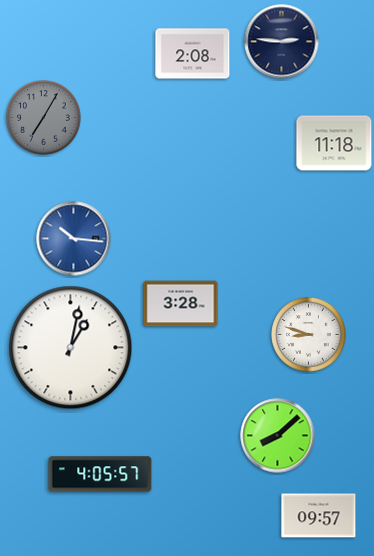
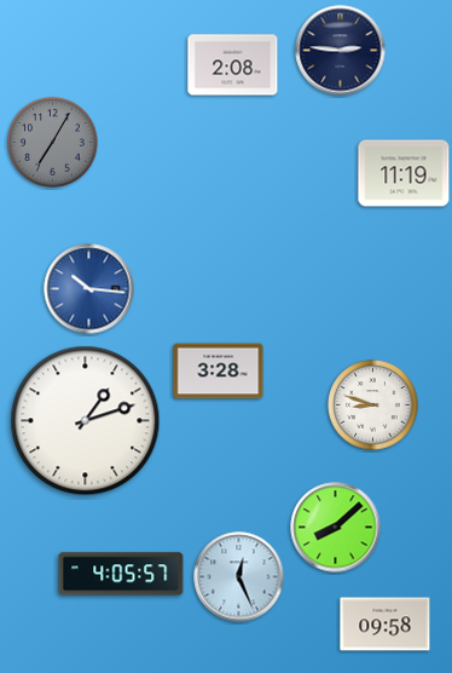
clock at (334, 143): 11:18 -> 11:19
clock at (181, 304) position: (181, 304) -> (219, 372)
clock at (71, 348): 1:02 -> 1:12
clock at (239, 577): none -> 12:26
clock at (319, 516): 09:57 -> 09:58
